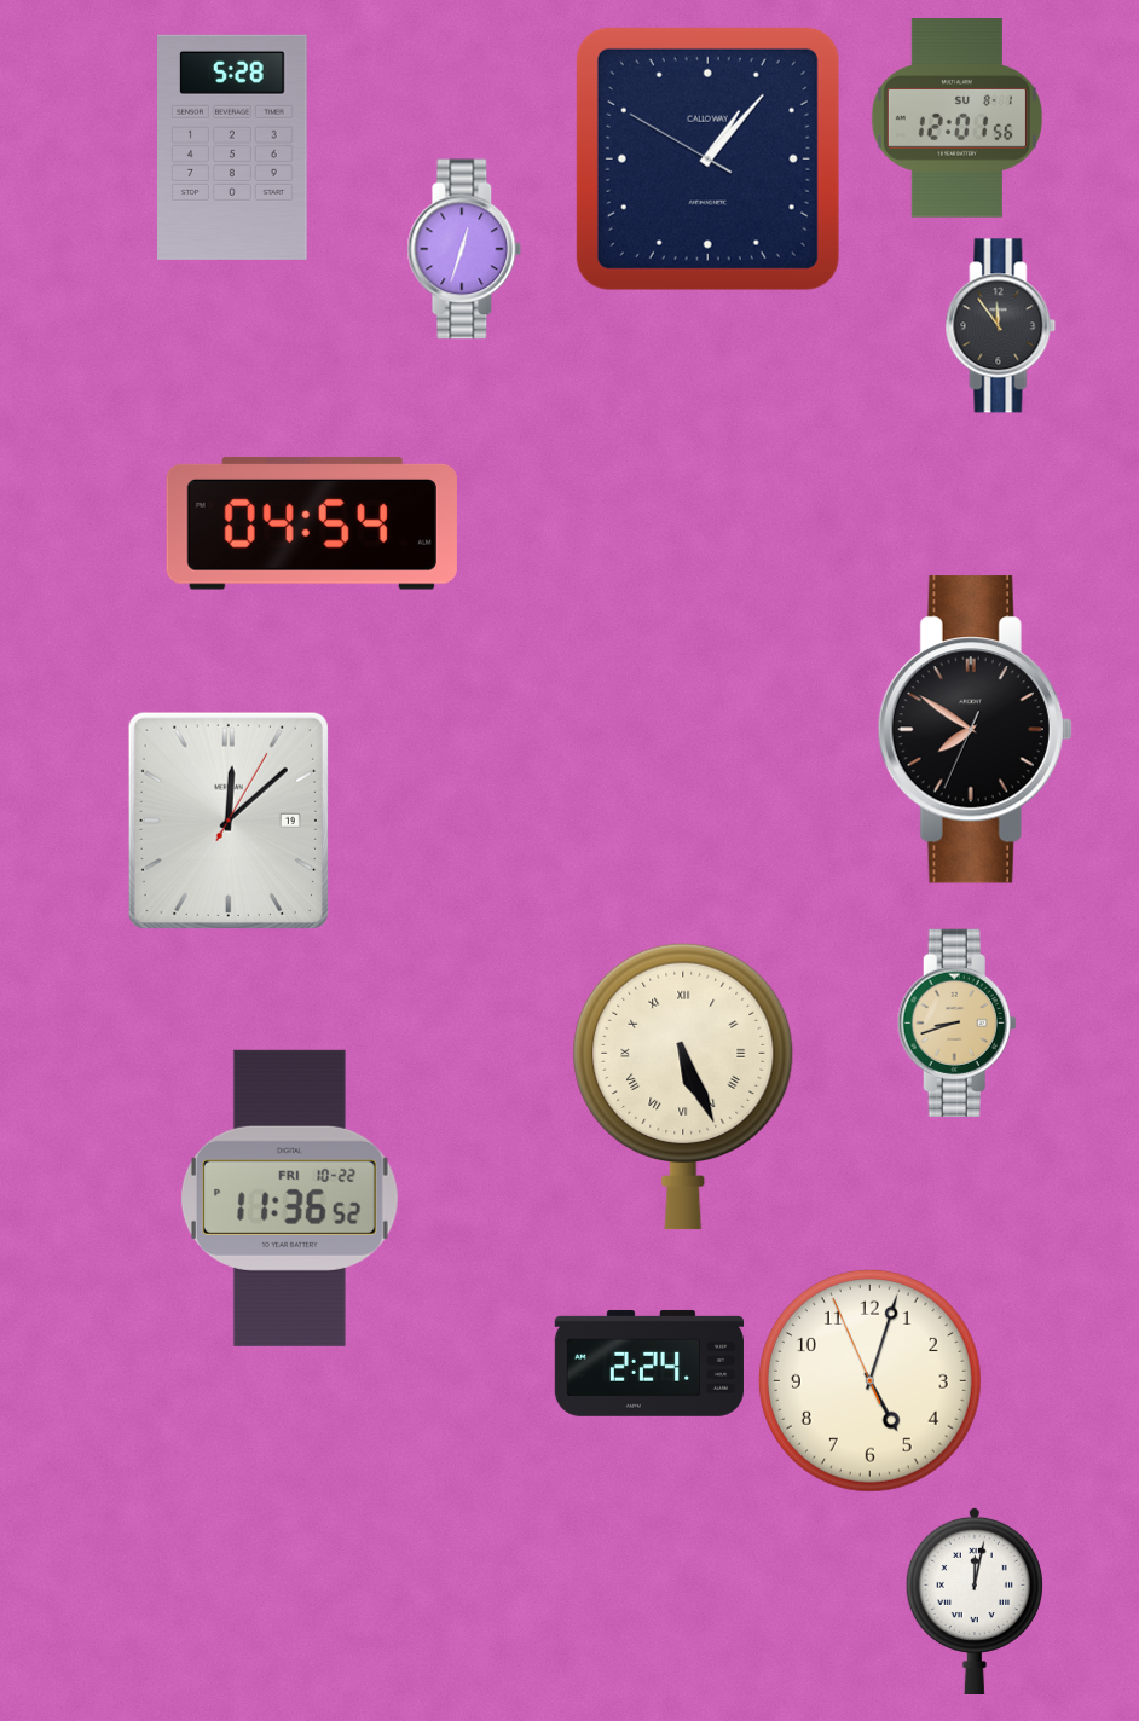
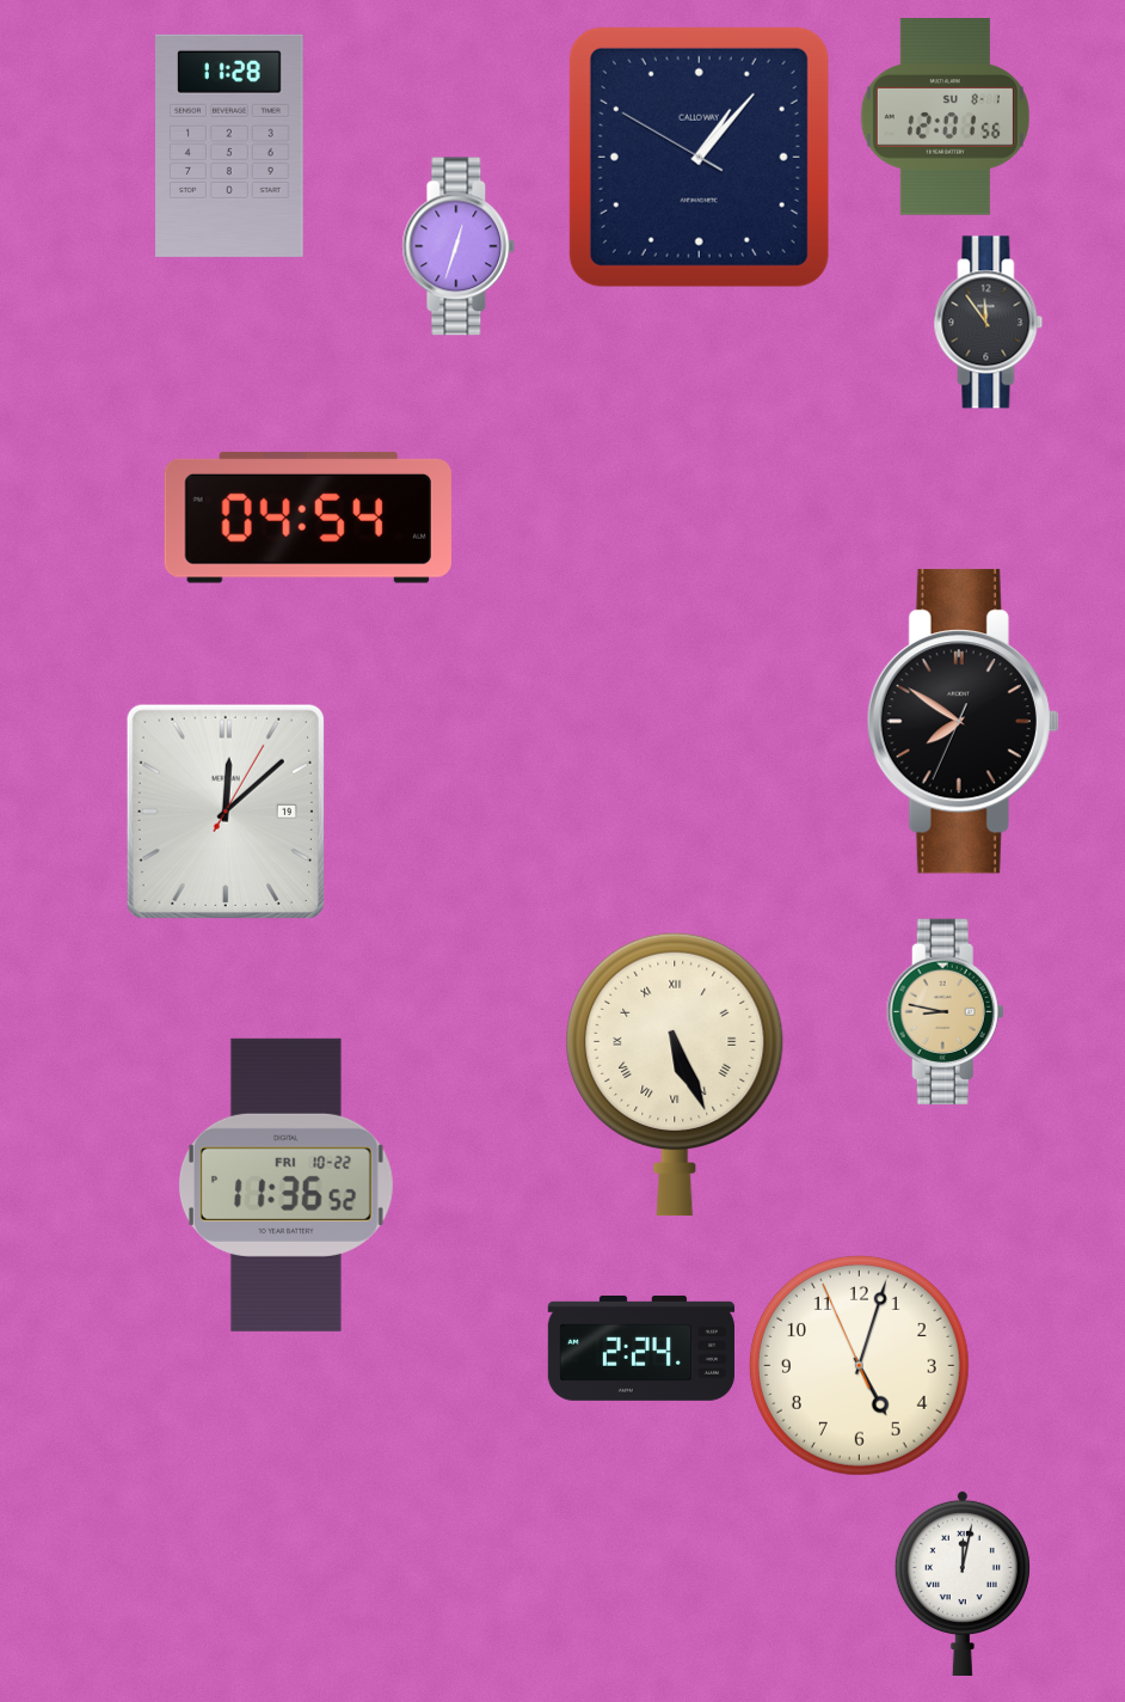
clock at (232, 147): 5:28 -> 11:28
clock at (956, 1022): 8:42 -> 8:47
